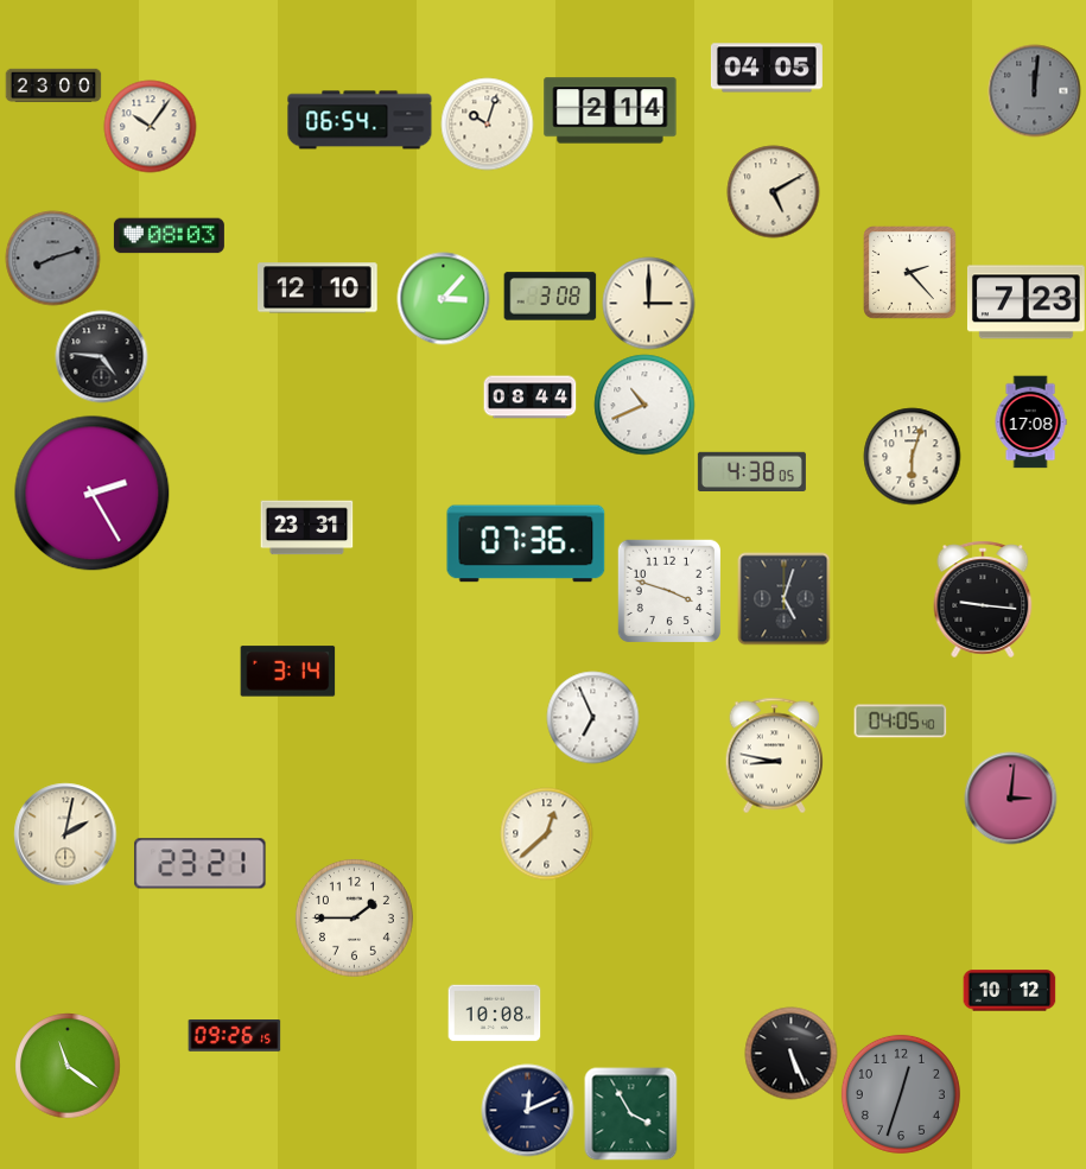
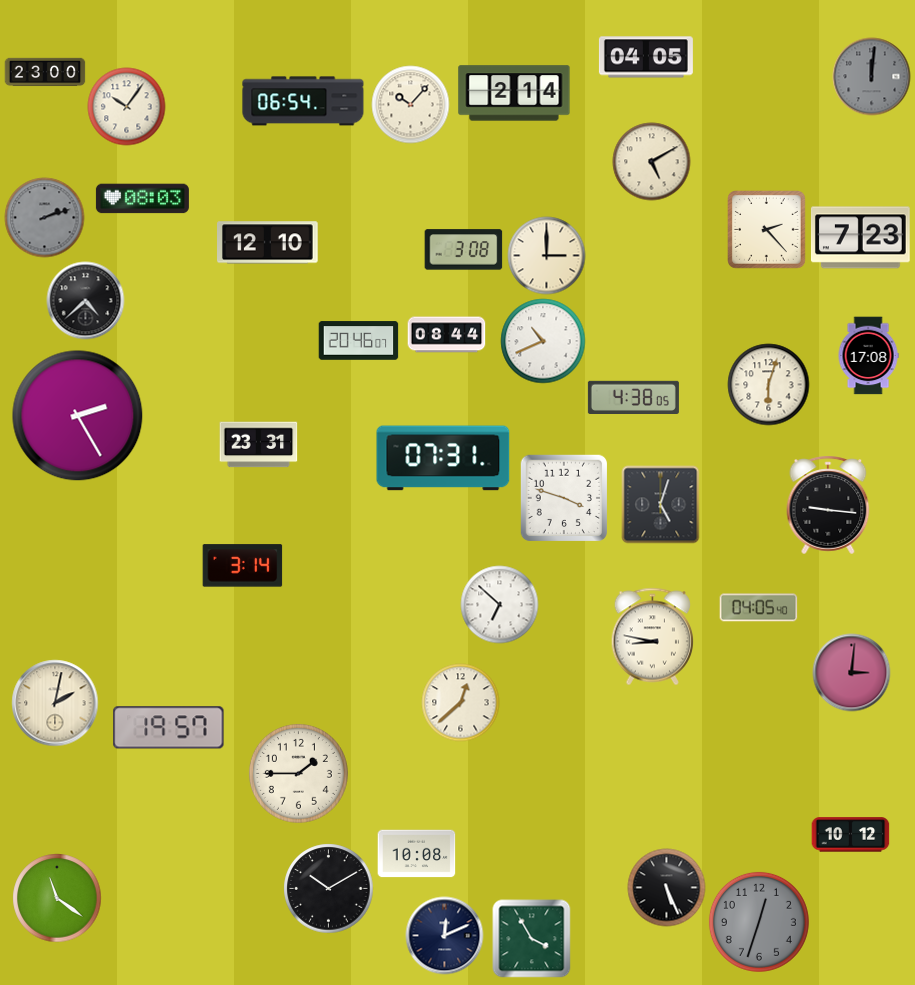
clock at (487, 123): 10:03 -> 10:07
clock at (52, 258): 8:12 -> 2:12
clock at (443, 298): 3:07 -> none
clock at (1025, 303) position: (1025, 303) -> (860, 238)
clock at (101, 356): 4:46 -> 4:38
clock at (358, 341): none -> 20:46
clock at (526, 544): 07:36 -> 07:31
clock at (592, 717): 6:56 -> 6:52
clock at (201, 864): 23:21 -> 19:57
clock at (234, 1036): 09:26 -> none
clock at (328, 888): none -> 10:10
